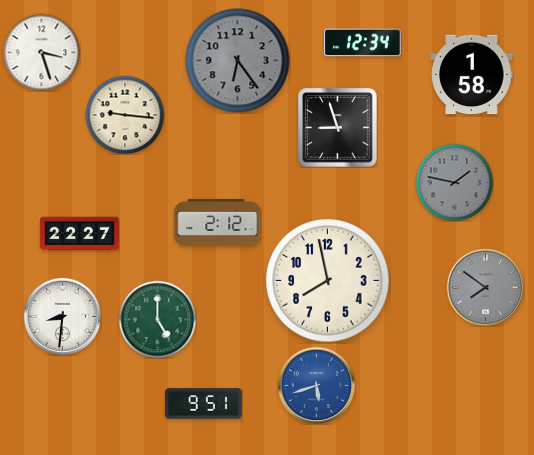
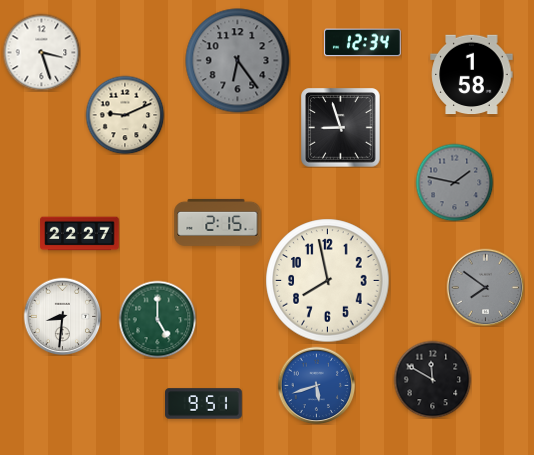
clock at (125, 115): 9:16 -> 9:11
clock at (338, 128) position: (338, 128) -> (341, 128)
clock at (218, 222): 2:12 -> 2:15
clock at (432, 379): none -> 11:50
